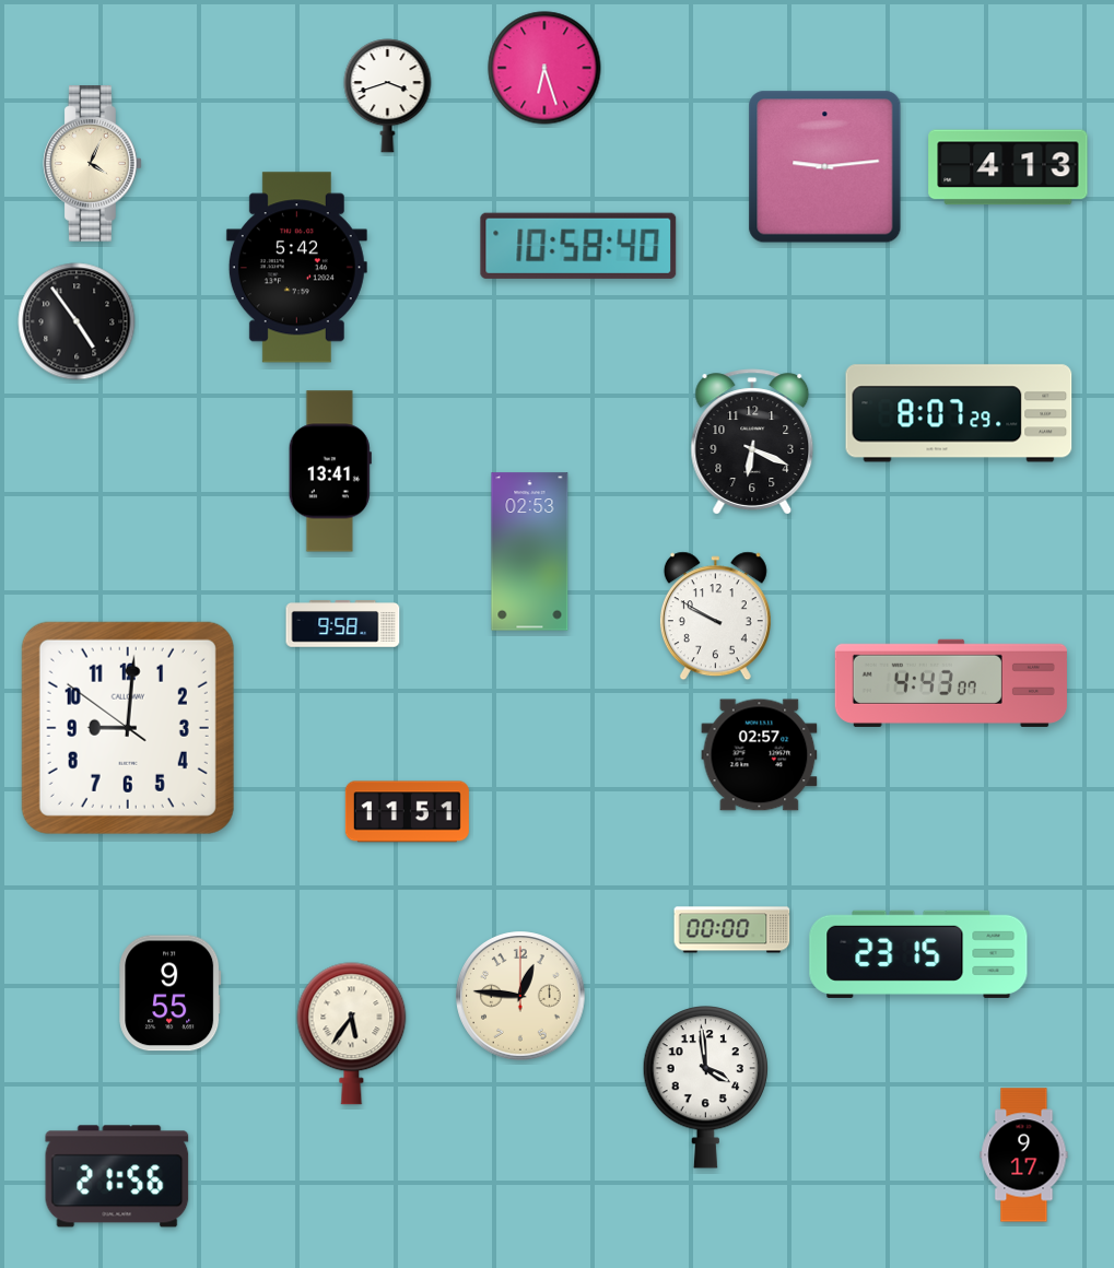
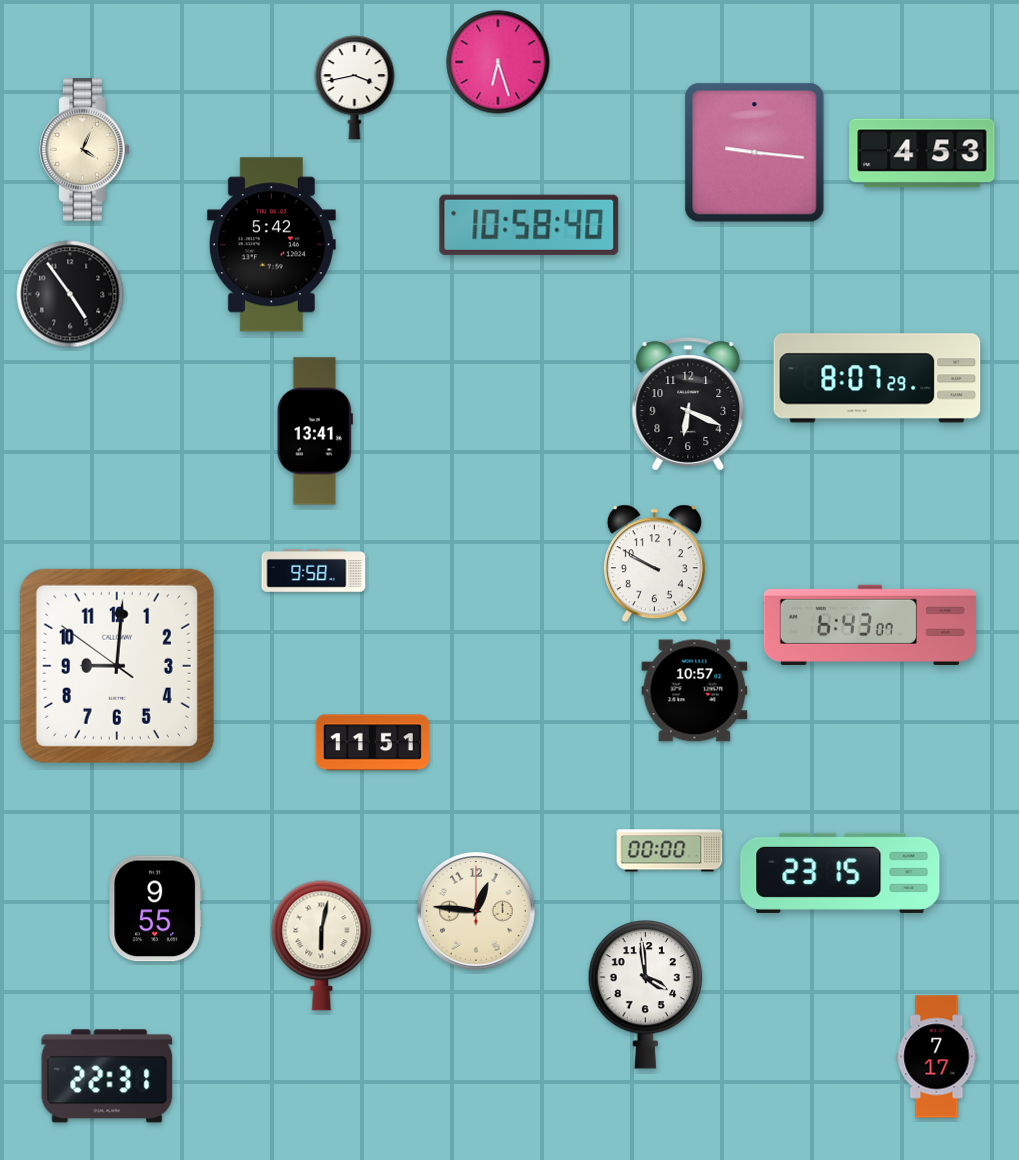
clock at (388, 96): 3:42 -> 3:43
clock at (825, 167): 9:14 -> 9:16
clock at (1008, 167): 4:13 -> 4:53
clock at (330, 471) position: (330, 471) -> (315, 431)
clock at (530, 552): 02:53 -> none
clock at (951, 683): 4:43 -> 6:43
clock at (760, 755): 02:57 -> 10:57
clock at (352, 1034): 5:36 -> 6:02
clock at (1024, 1155): 9:17 -> 7:17
clock at (117, 1176): 21:56 -> 22:31
